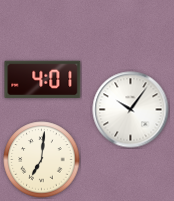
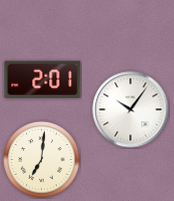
clock at (43, 80): 4:01 -> 2:01
